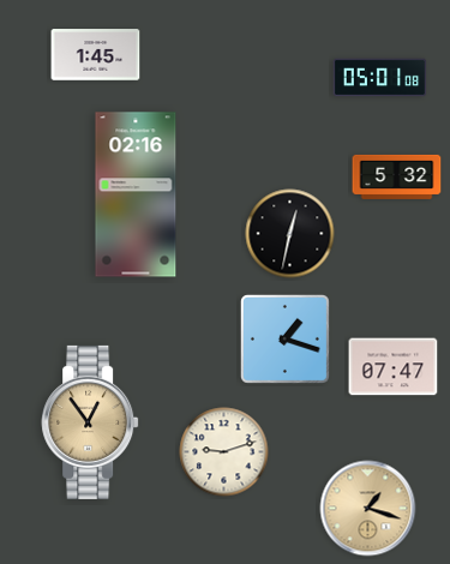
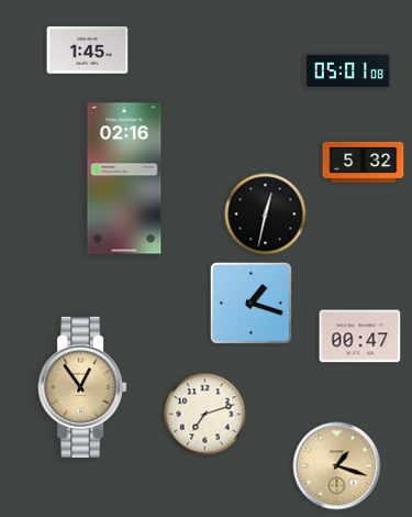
clock at (284, 338) position: (284, 338) -> (250, 302)
clock at (394, 367): 07:47 -> 00:47
clock at (224, 452): 9:12 -> 7:12
